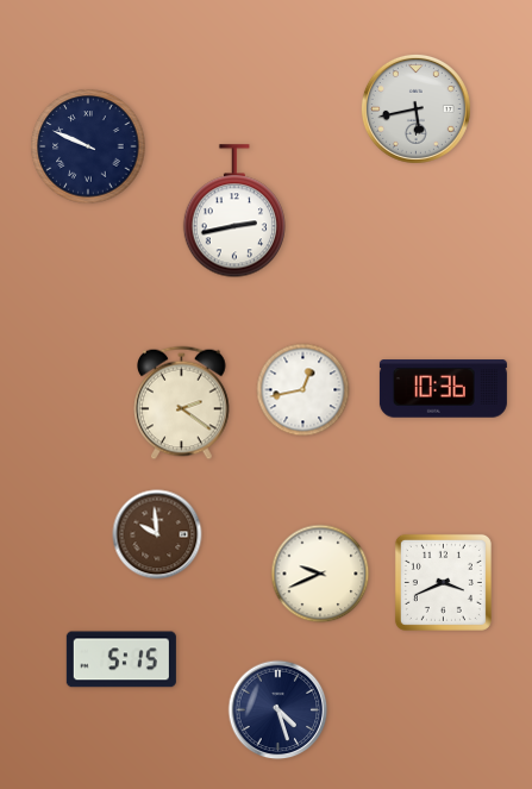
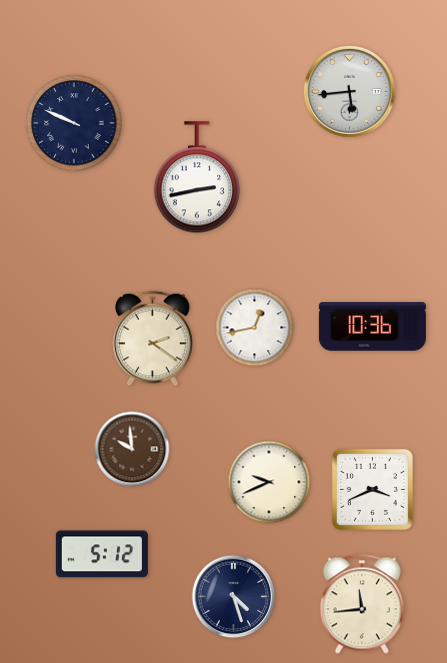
clock at (415, 108): 5:43 -> 5:44
clock at (121, 659): 5:15 -> 5:12
clock at (362, 604): none -> 11:44
